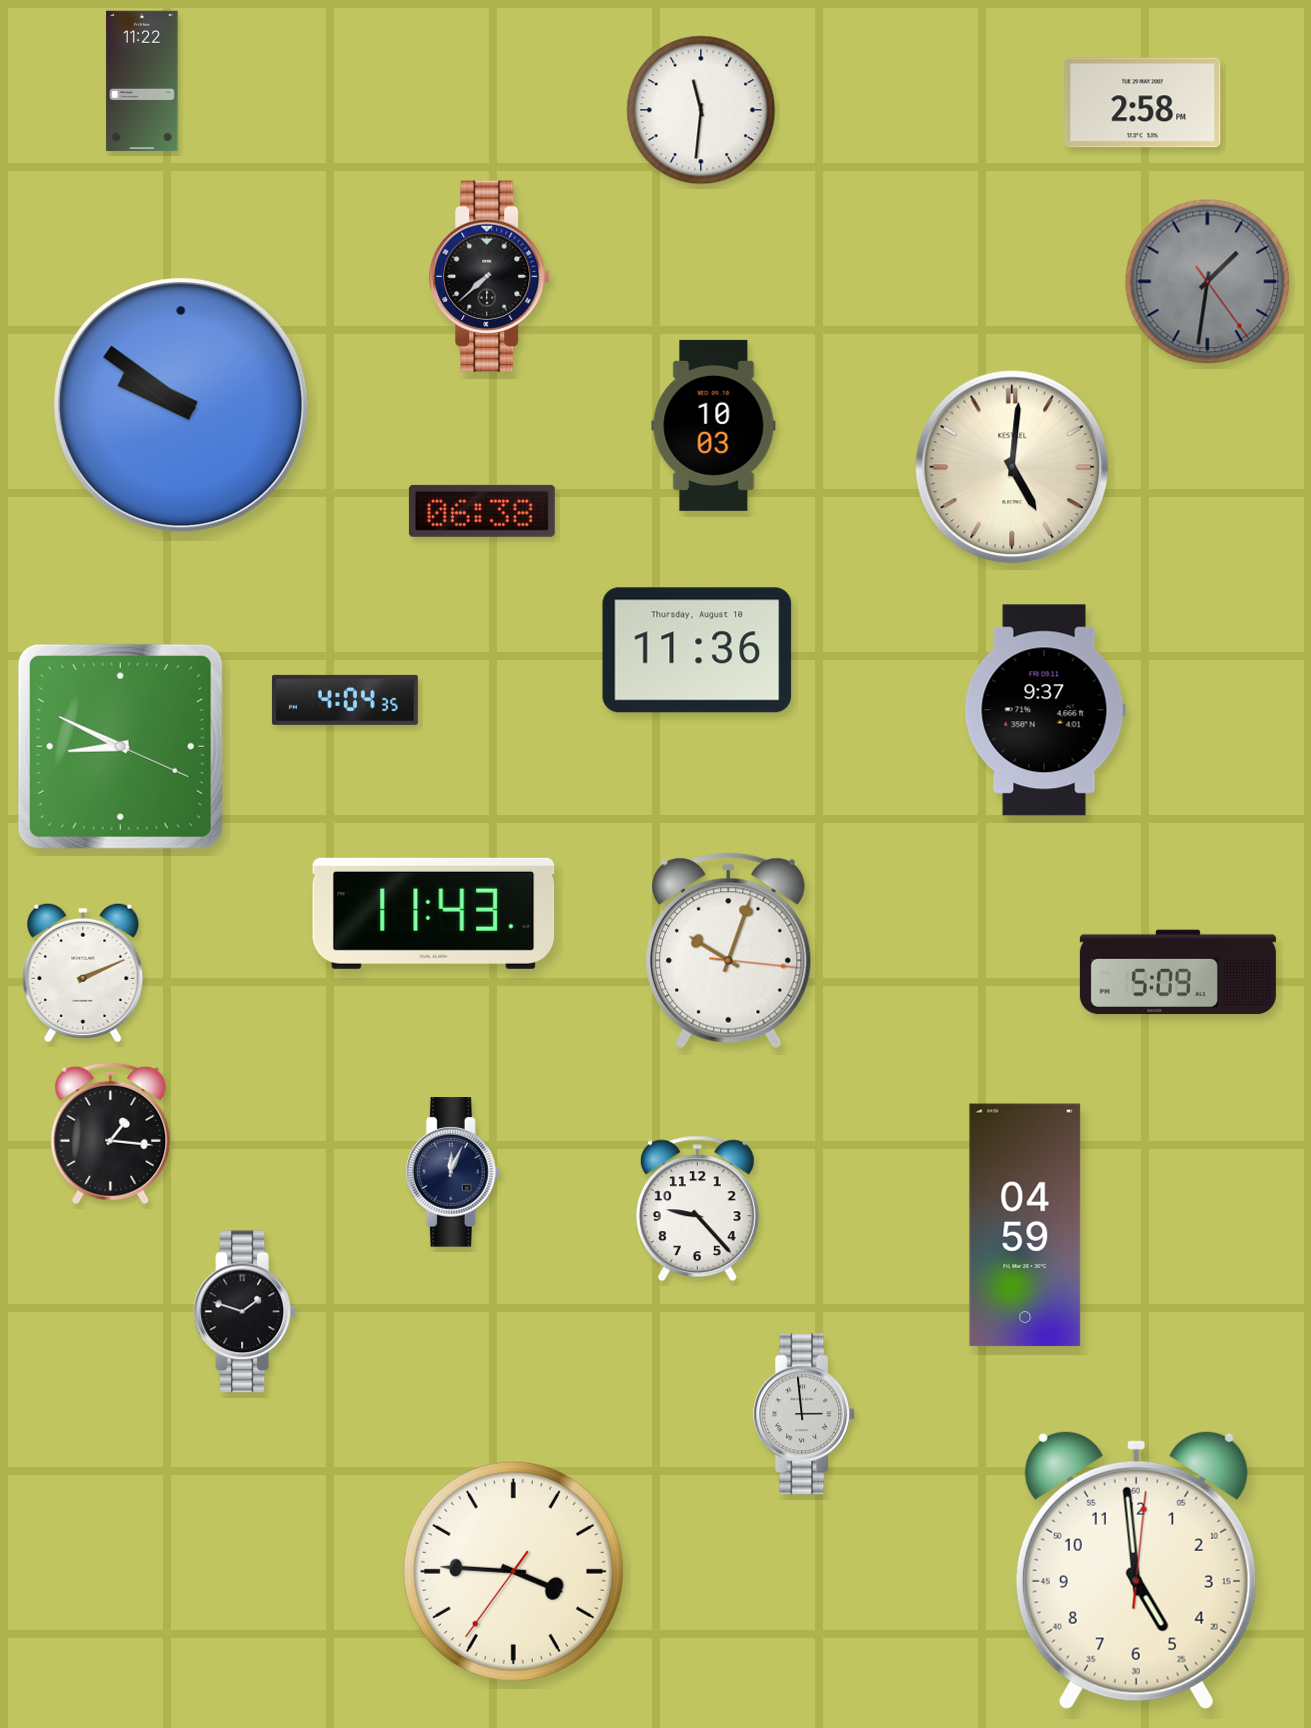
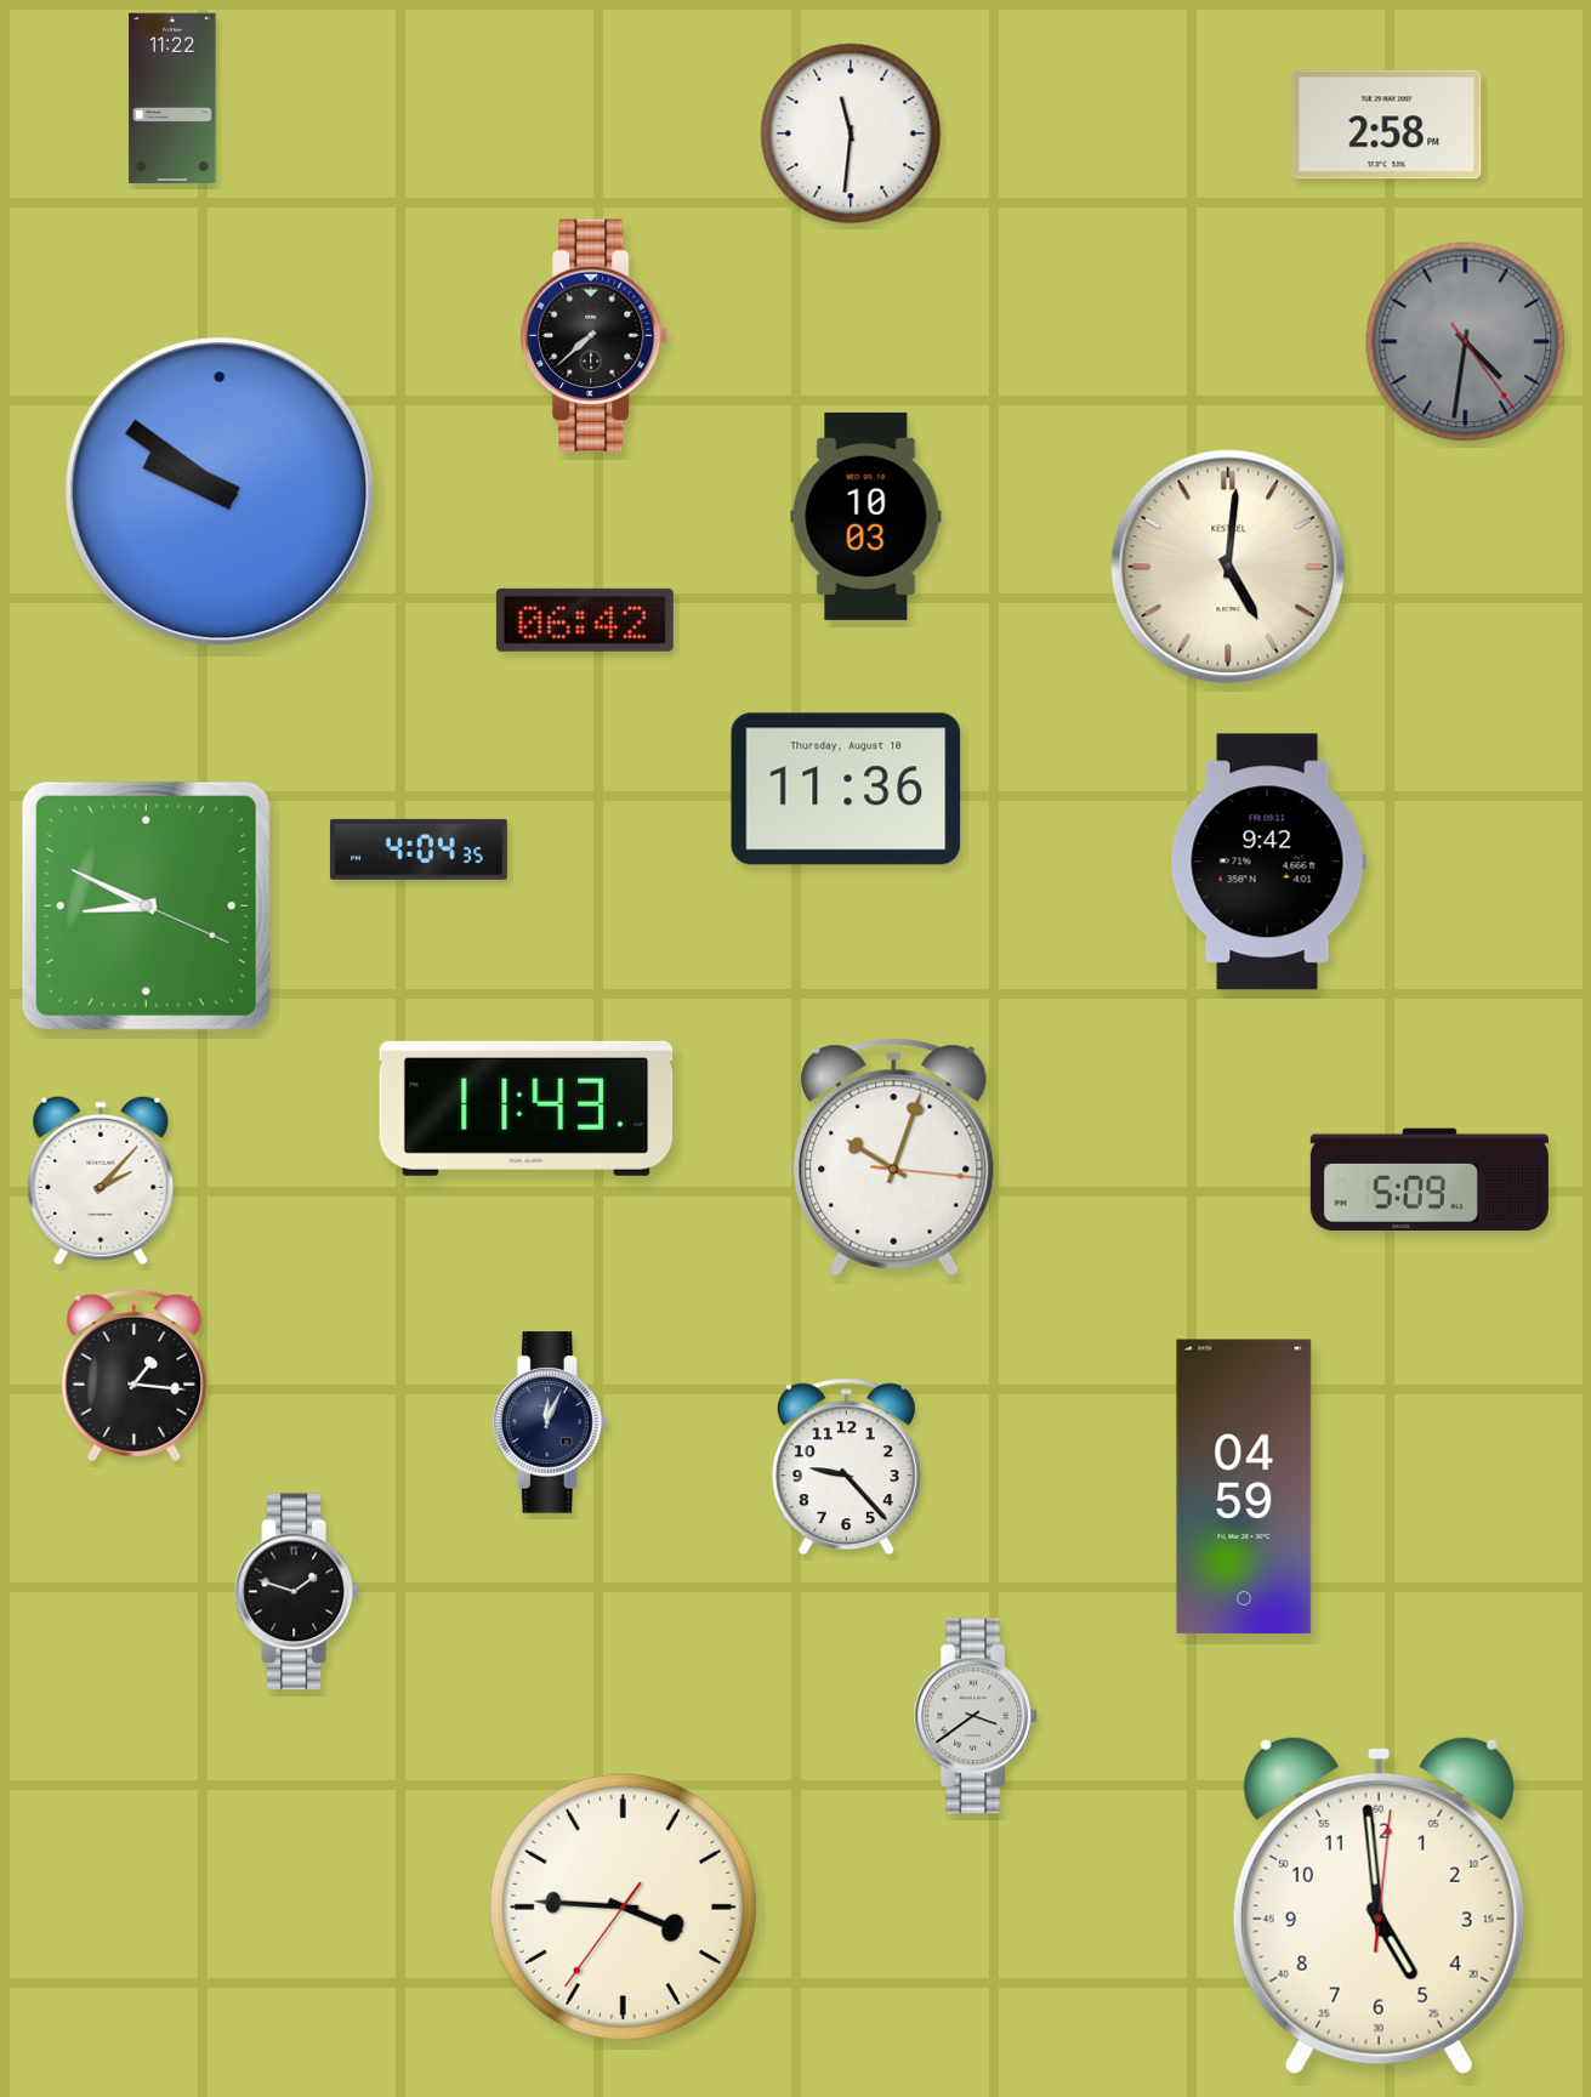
clock at (1208, 282): 1:31 -> 4:31
clock at (482, 511): 06:38 -> 06:42
clock at (1045, 710): 9:37 -> 9:42
clock at (729, 951) position: (729, 951) -> (894, 1158)
clock at (83, 973): 2:11 -> 2:07
clock at (805, 1414): 2:59 -> 3:39
